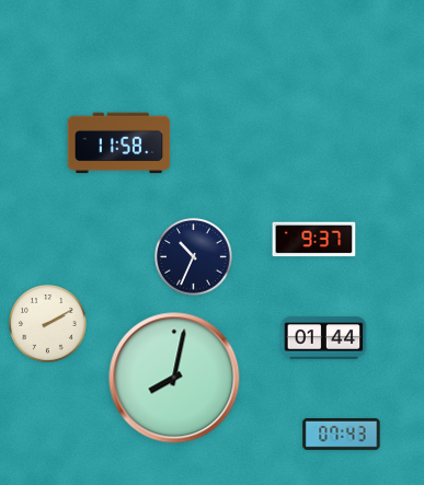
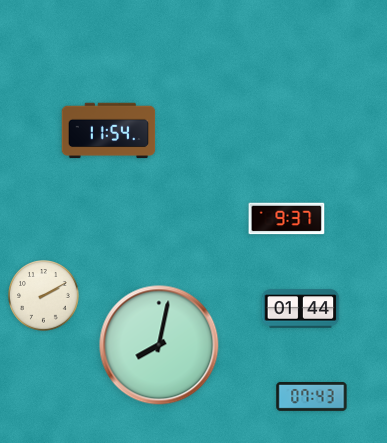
clock at (119, 143): 11:58 -> 11:54
clock at (194, 257): 10:34 -> none
clock at (324, 338) position: (324, 338) -> (301, 309)
